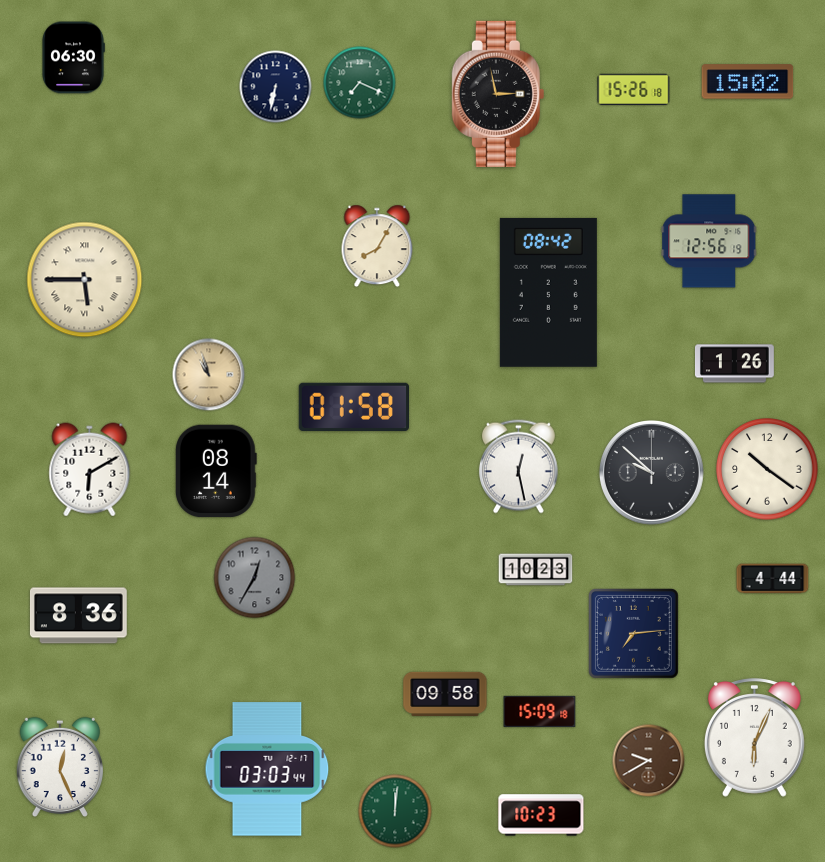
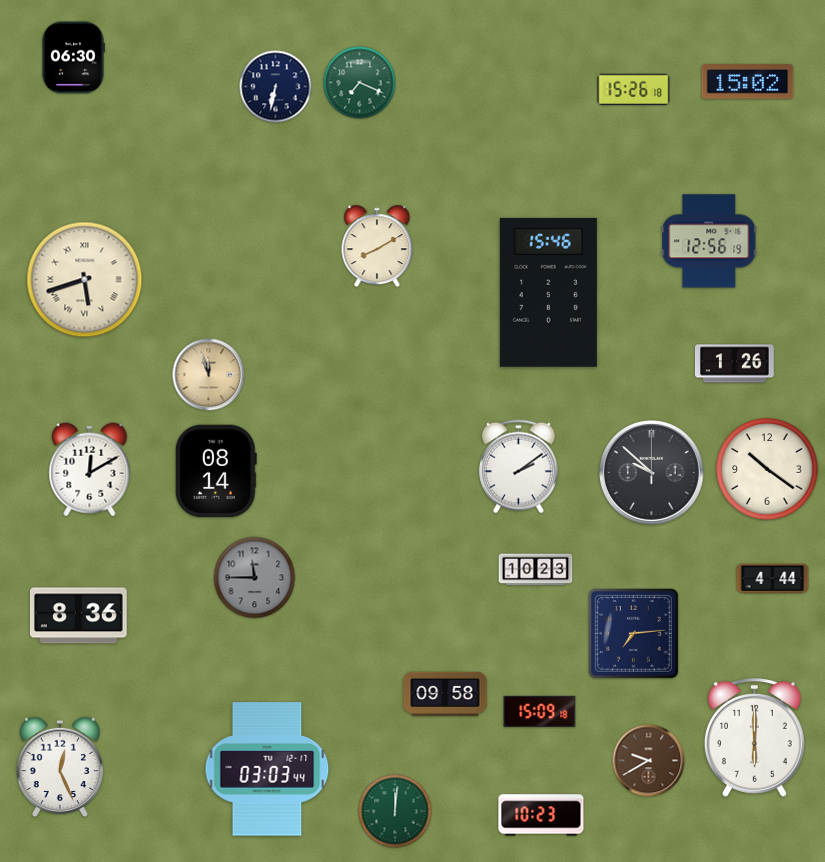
clock at (498, 94): 2:58 -> none
clock at (377, 246): 8:05 -> 8:10
clock at (85, 280): 5:45 -> 5:42
clock at (548, 292): 08:42 -> 15:46
clock at (209, 375): 10:57 -> 11:57
clock at (353, 406): 01:58 -> none
clock at (518, 467): 12:28 -> 2:09
clock at (90, 470): 6:10 -> 12:10
clock at (255, 578): 12:35 -> 11:45
clock at (754, 738): 6:04 -> 6:00
